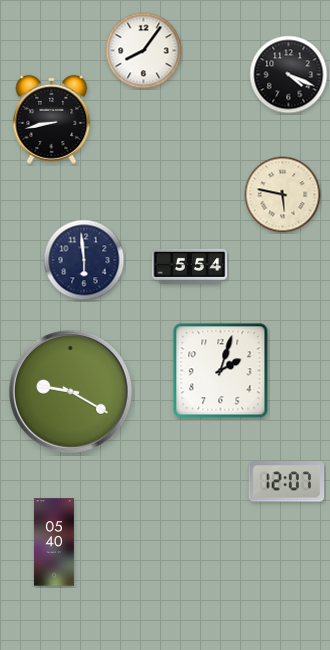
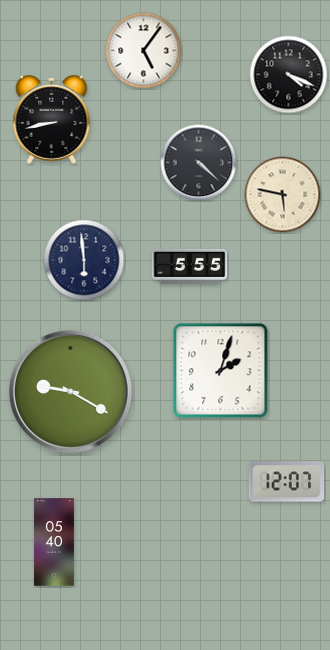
clock at (144, 51): 8:06 -> 5:06
clock at (199, 163): none -> 4:22
clock at (190, 266): 5:54 -> 5:55
